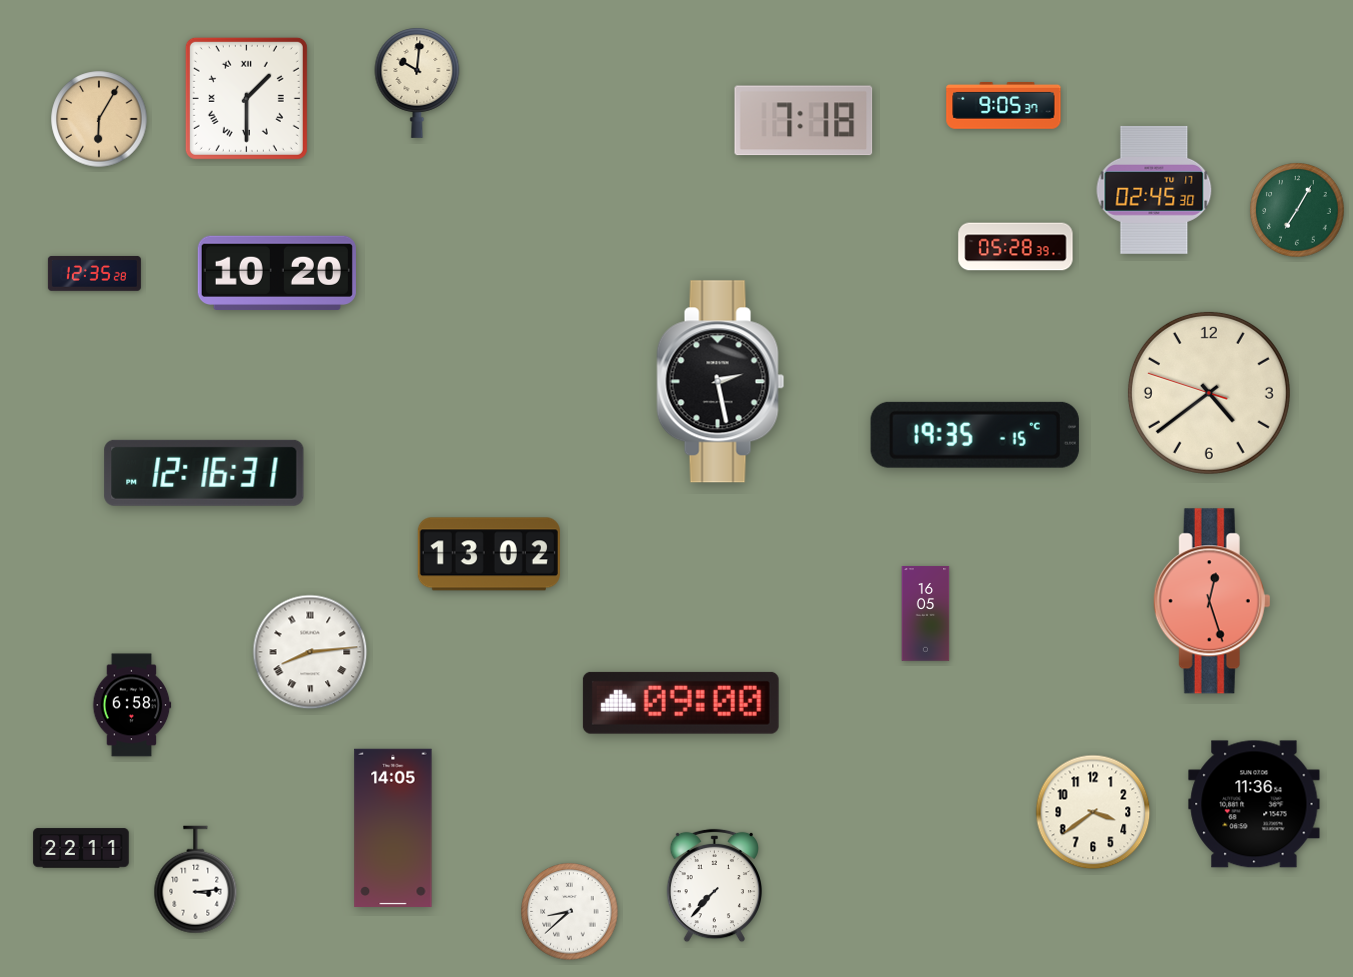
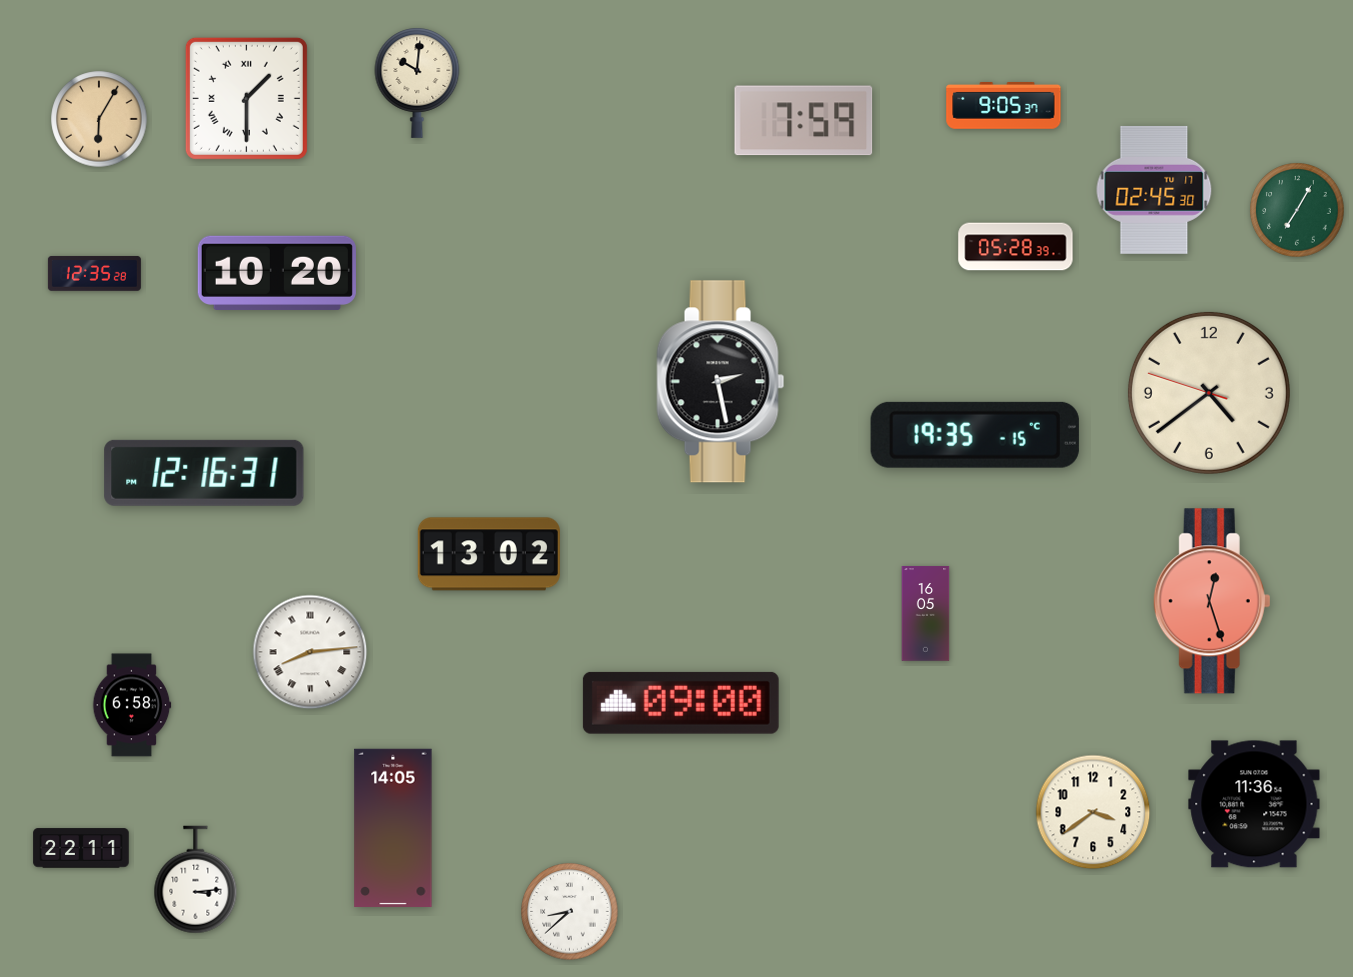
clock at (804, 121): 7:18 -> 7:59
clock at (714, 886): 7:37 -> none
